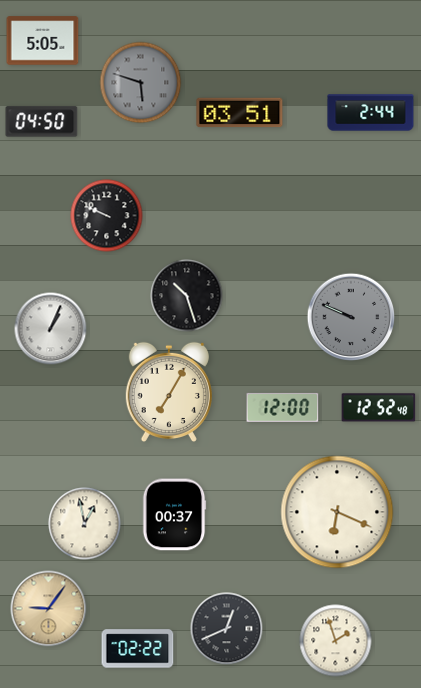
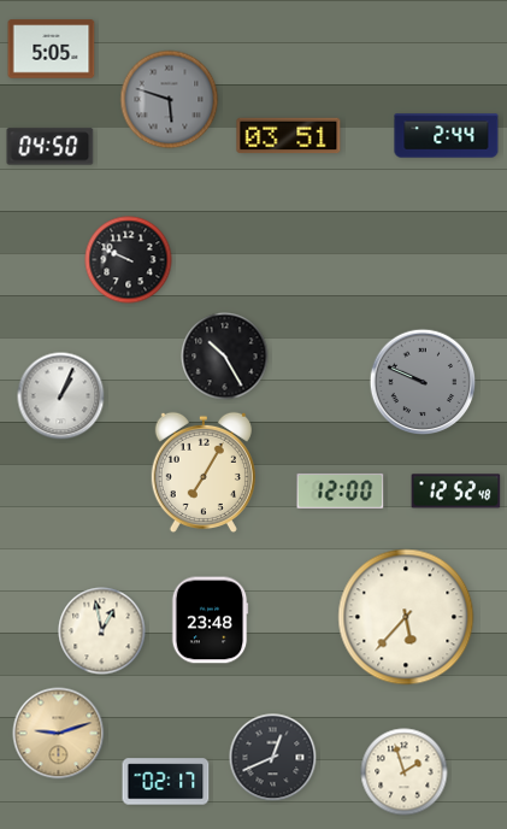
clock at (187, 296): 10:27 -> 10:25
clock at (337, 512): 6:19 -> 5:37
clock at (174, 515): 00:37 -> 23:48
clock at (49, 609): 9:06 -> 9:12
clock at (138, 649): 02:22 -> 02:17
